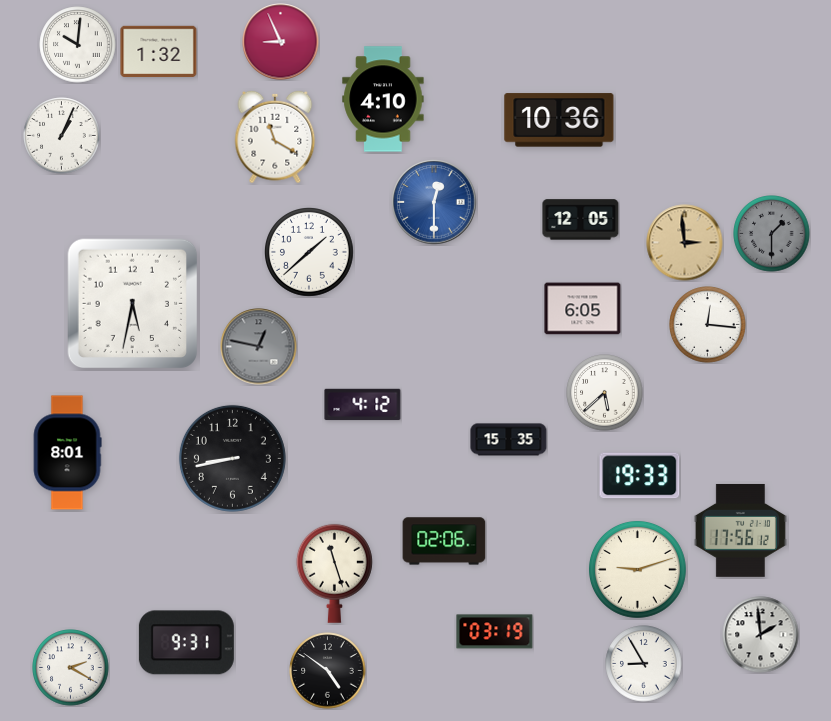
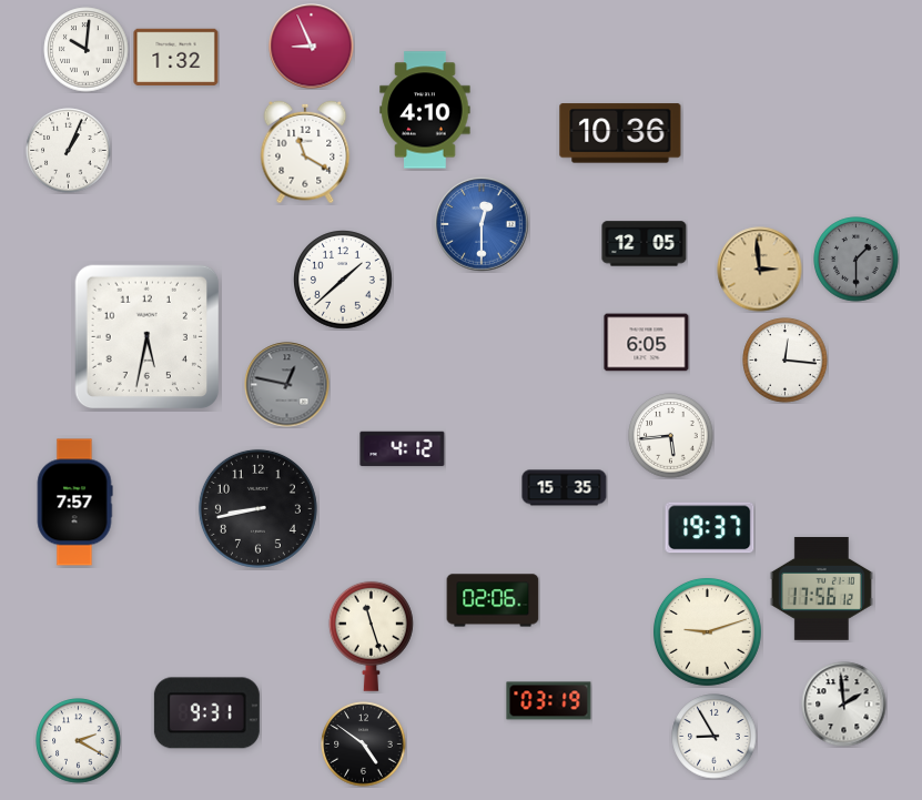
clock at (605, 393): 5:38 -> 5:44
clock at (67, 453): 8:01 -> 7:57
clock at (640, 476): 19:33 -> 19:37
